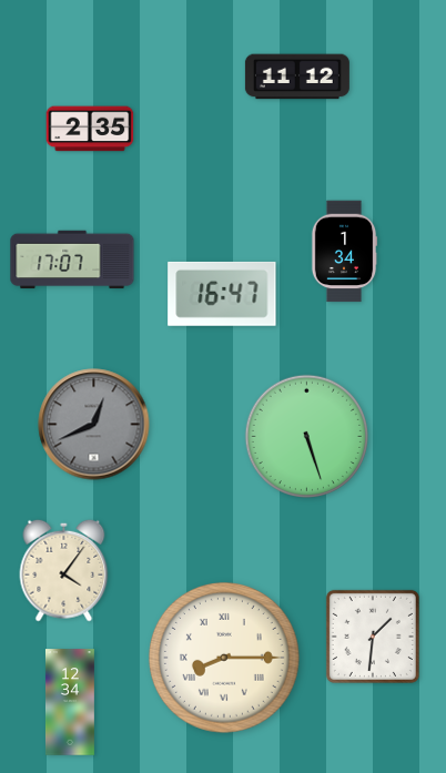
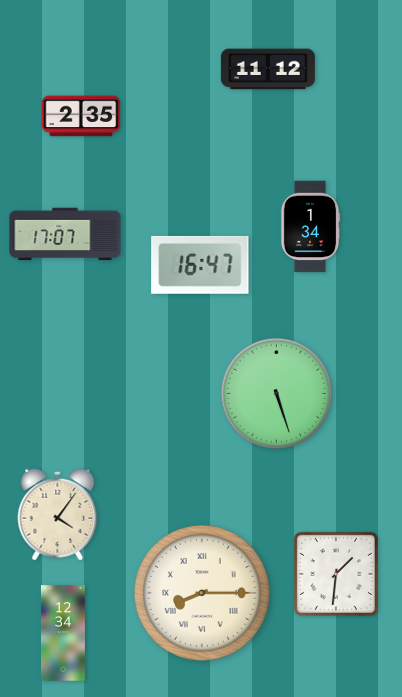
clock at (94, 425): 12:41 -> none
